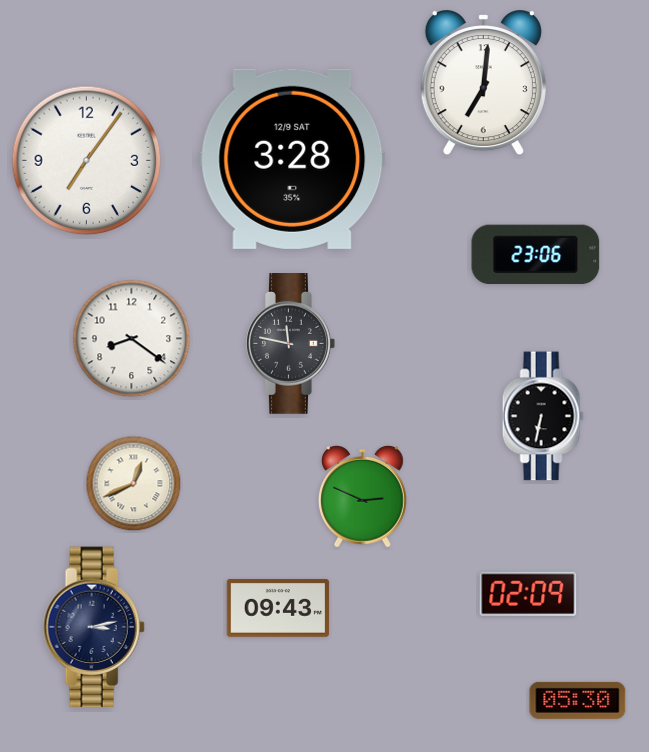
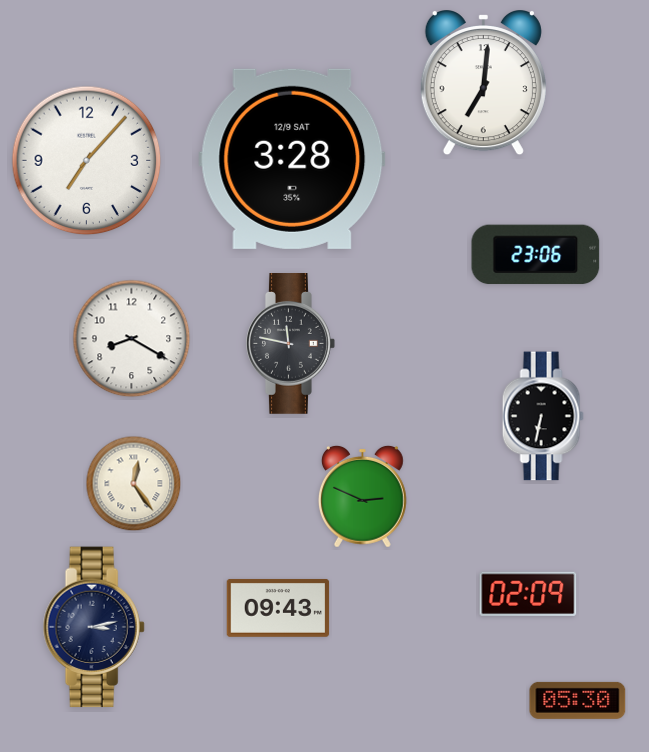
clock at (87, 161): 7:06 -> 7:07
clock at (132, 339): 8:21 -> 8:20
clock at (134, 484): 12:41 -> 12:24
